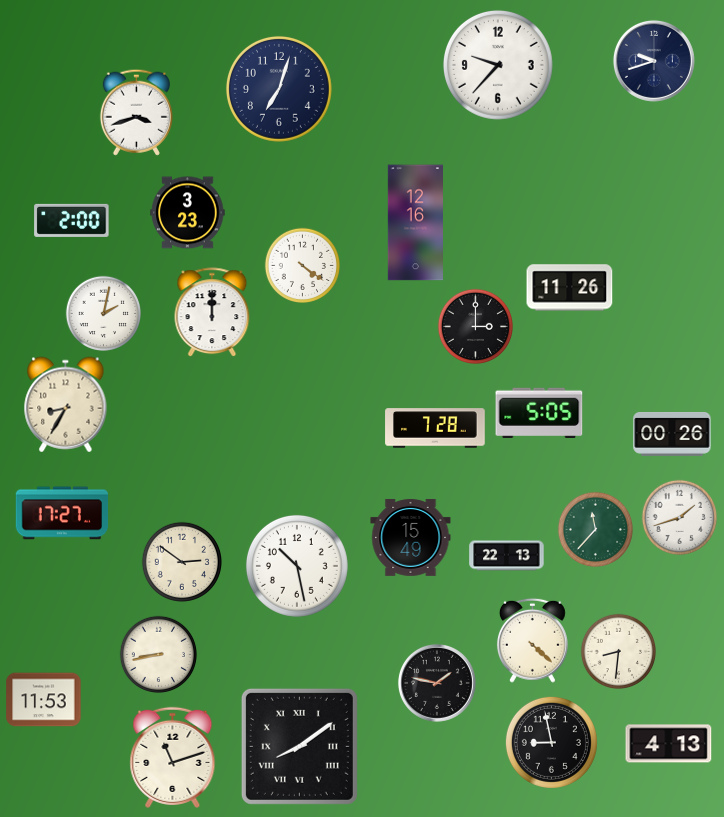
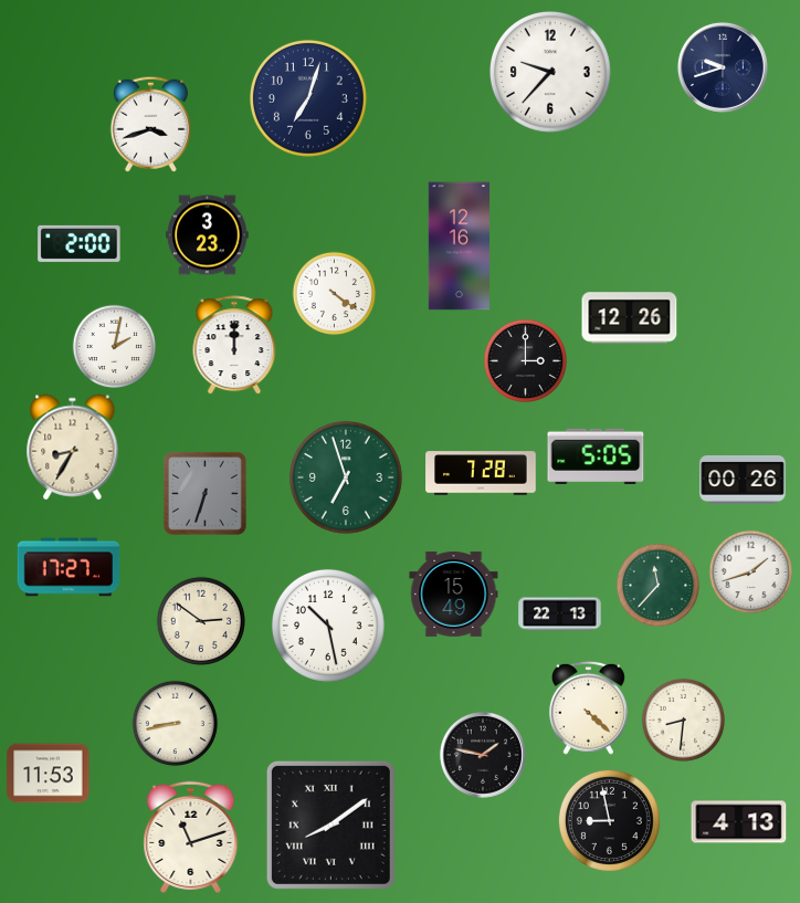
clock at (570, 288): 11:26 -> 12:26
clock at (346, 477): none -> 6:57
clock at (204, 493): none -> 6:33
